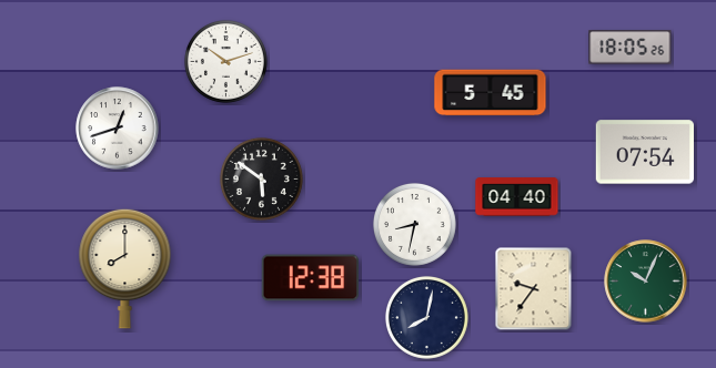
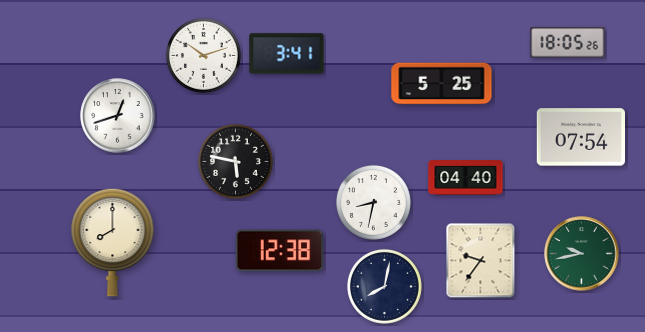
clock at (287, 54): none -> 3:41
clock at (491, 93): 5:45 -> 5:25
clock at (118, 129) position: (118, 129) -> (118, 116)
clock at (261, 178): 5:51 -> 5:47
clock at (646, 282): 10:04 -> 9:43
